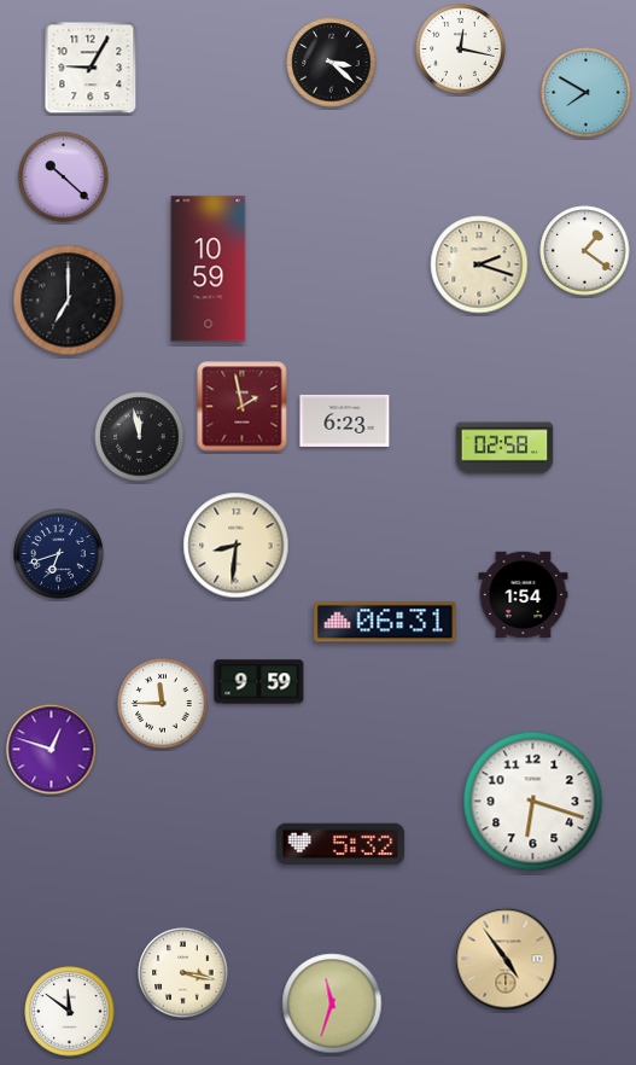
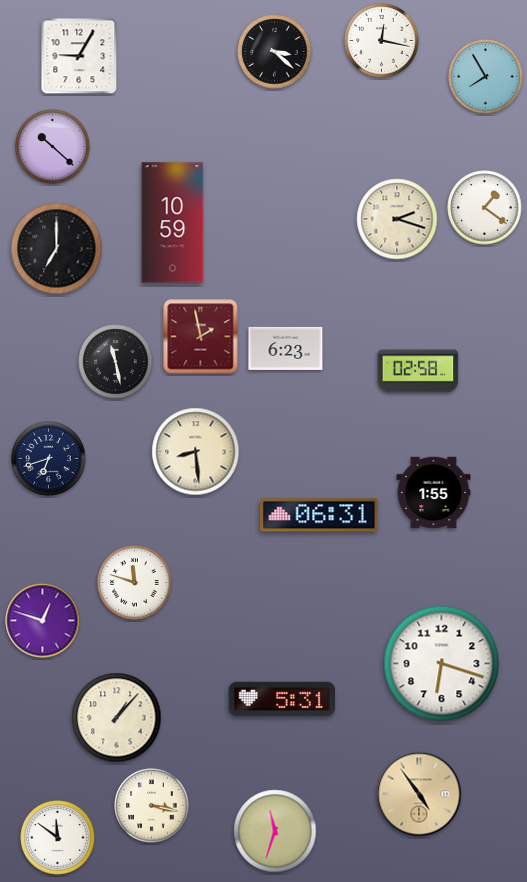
clock at (91, 68) position: (91, 68) -> (79, 56)
clock at (587, 93): 7:50 -> 7:55
clock at (140, 437): 11:58 -> 11:28
clock at (237, 546): 8:31 -> 8:29
clock at (524, 595): 1:54 -> 1:55
clock at (259, 682): 9:59 -> none
clock at (163, 704): 11:45 -> 11:48
clock at (340, 844): 5:32 -> 5:31
clock at (117, 718): none -> 1:07
